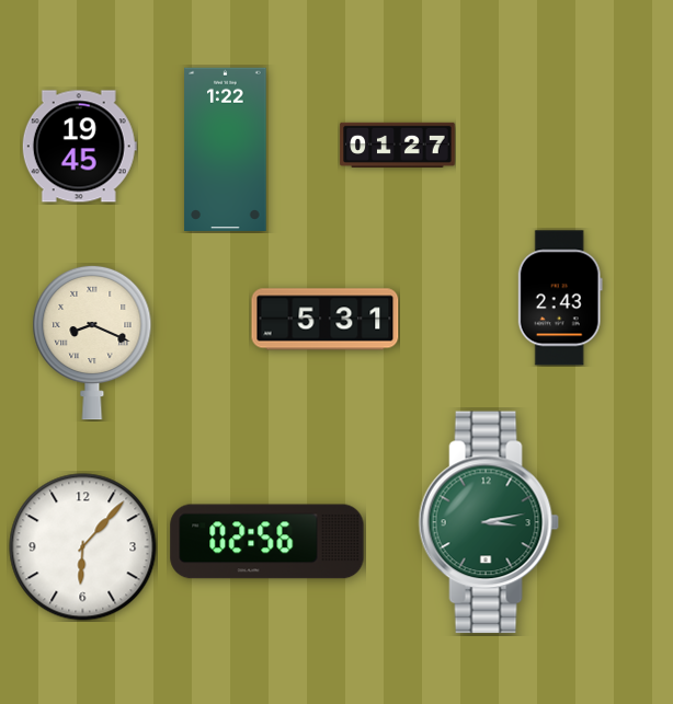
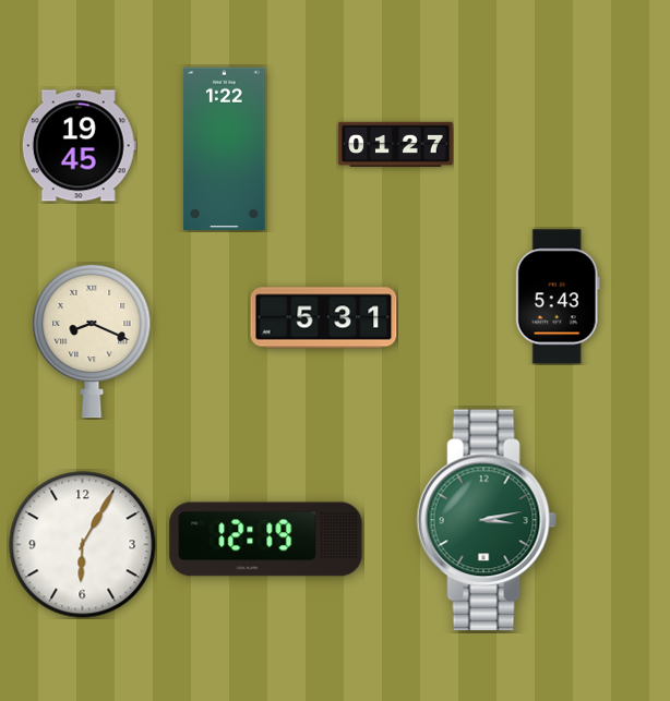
clock at (560, 298): 2:43 -> 5:43
clock at (267, 542): 02:56 -> 12:19
clock at (83, 547): 6:07 -> 6:05
